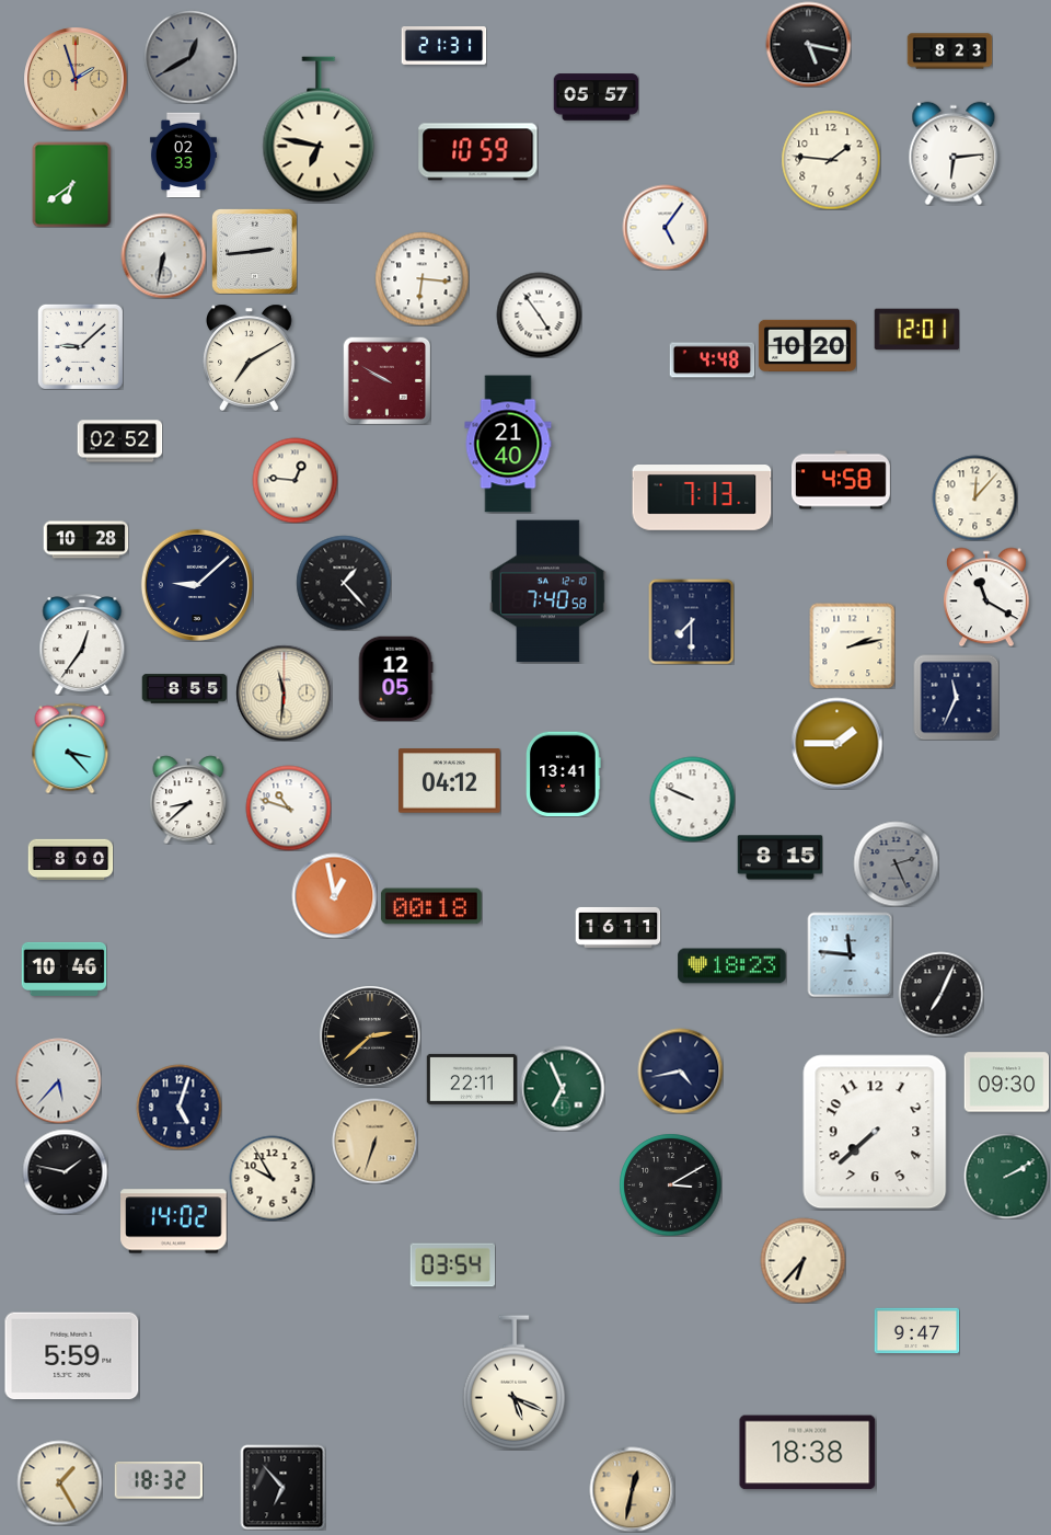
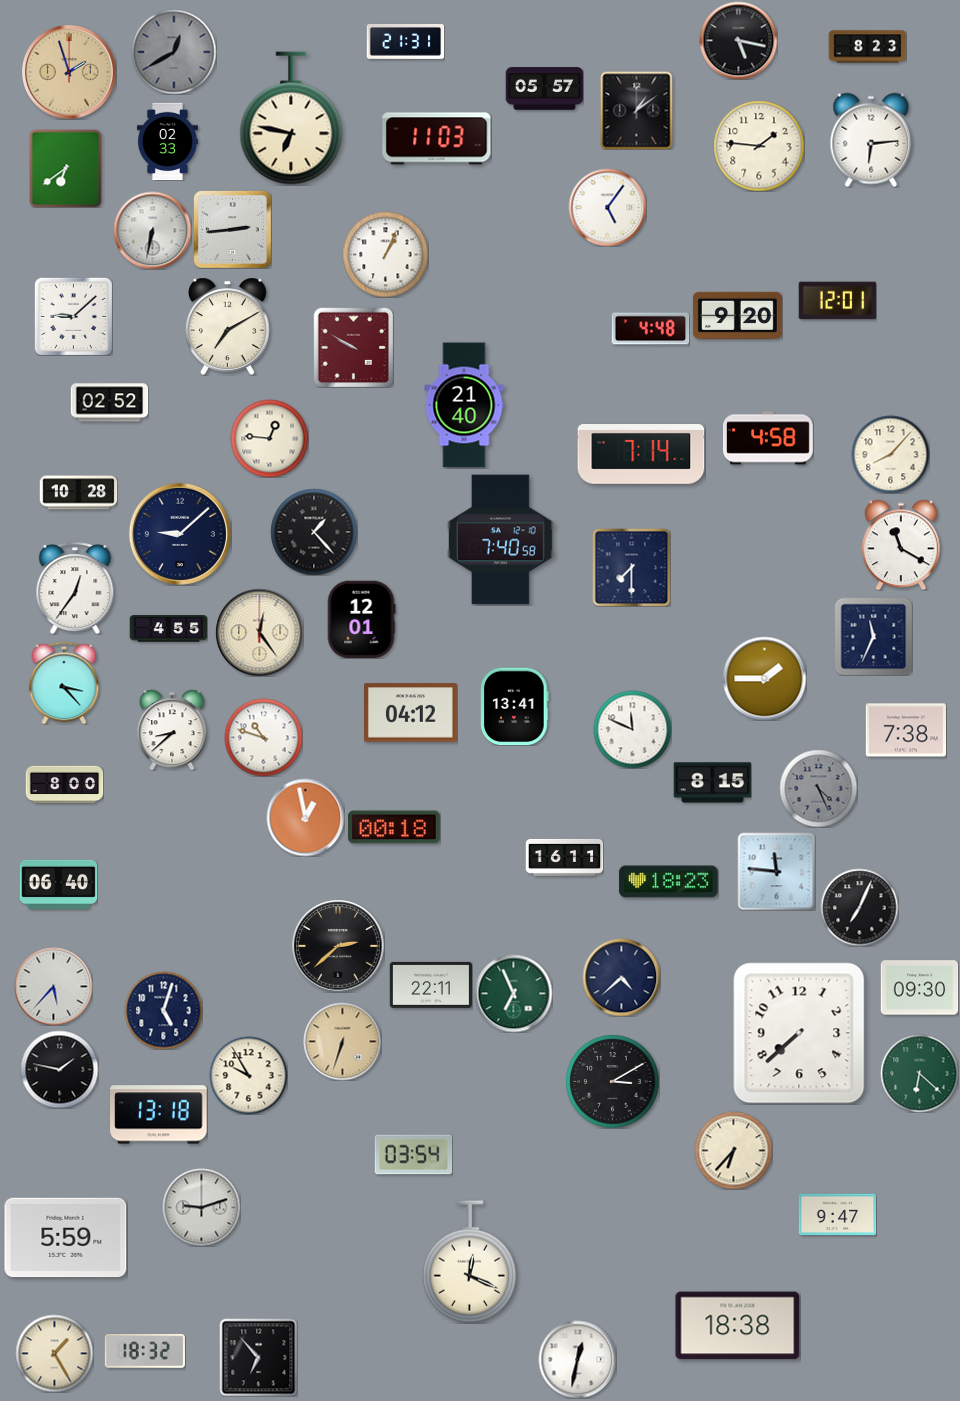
clock at (637, 110): none -> 1:09
clock at (478, 152): 10:59 -> 11:03
clock at (163, 255) position: (163, 255) -> (152, 230)
clock at (421, 278): 6:16 -> 1:04
clock at (539, 314): 4:54 -> none
clock at (807, 345): 10:20 -> 9:20
clock at (974, 497): 12:07 -> 8:07
clock at (702, 499): 7:13 -> 7:14
clock at (852, 645): 2:13 -> none
clock at (395, 678): 12:05 -> 12:01
clock at (184, 689): 8:55 -> 4:55
clock at (284, 692): 11:31 -> 12:24
clock at (692, 799): 9:49 -> 11:49
clock at (905, 730): none -> 7:38
clock at (896, 863): 2:26 -> 4:26
clock at (617, 927) position: (617, 927) -> (564, 857)
clock at (63, 969): 10:46 -> 06:40
clock at (680, 1070): 4:43 -> 4:38
clock at (1006, 1176): 2:10 -> 6:22
clock at (174, 1222): 14:02 -> 13:18
clock at (201, 1207): none -> 9:12
clock at (513, 1383): 5:19 -> 12:19
clock at (632, 1489) dial: champagne -> white
